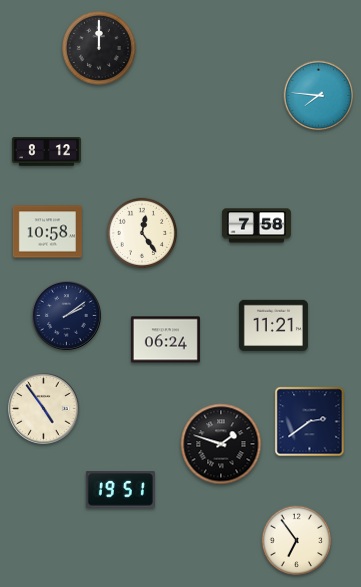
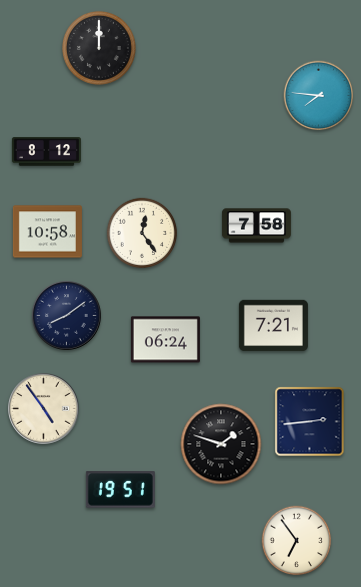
clock at (67, 316): 2:09 -> 8:09
clock at (273, 326): 11:21 -> 7:21
clock at (310, 422): 2:39 -> 2:44
